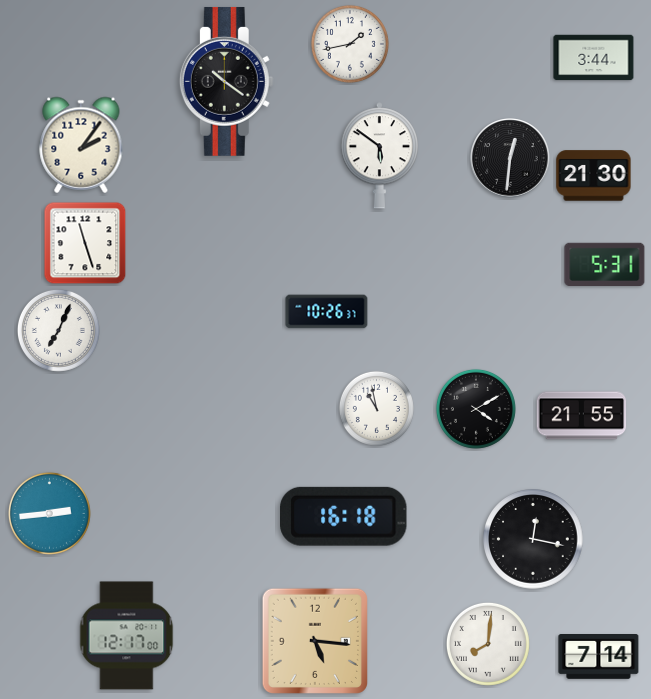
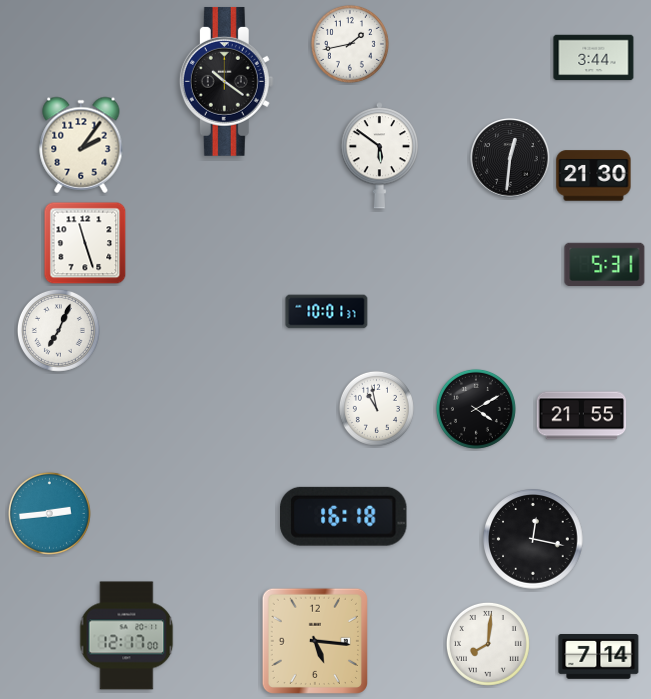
clock at (327, 312): 10:26 -> 10:01
